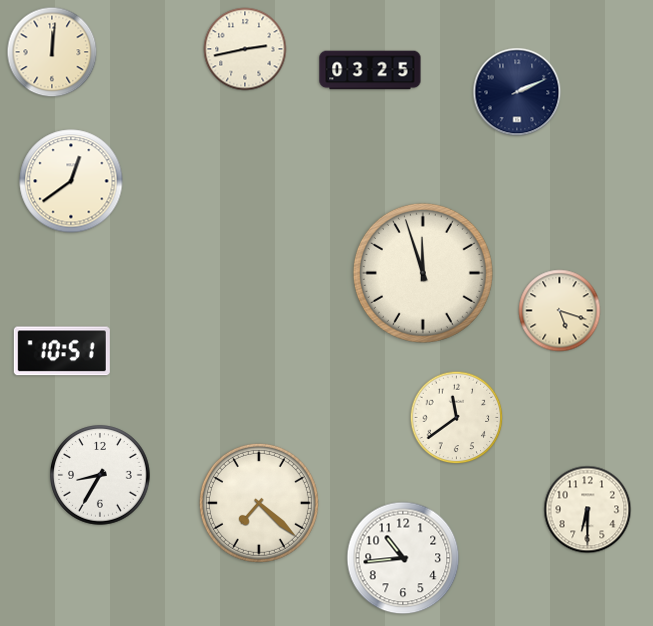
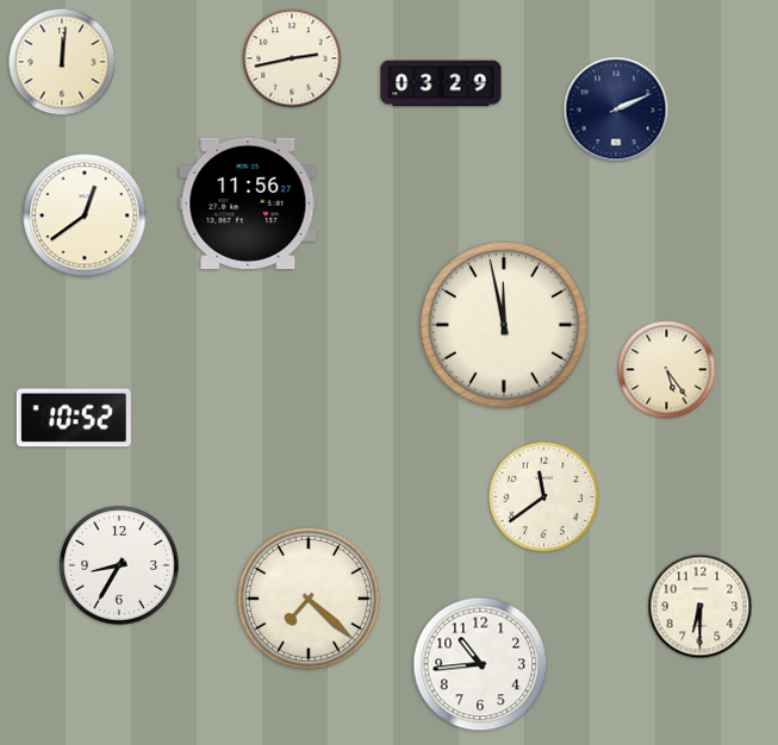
clock at (370, 70): 03:25 -> 03:29
clock at (248, 204): none -> 11:56
clock at (423, 273): 11:57 -> 11:58
clock at (560, 311): 5:18 -> 5:24
clock at (62, 351): 10:51 -> 10:52
